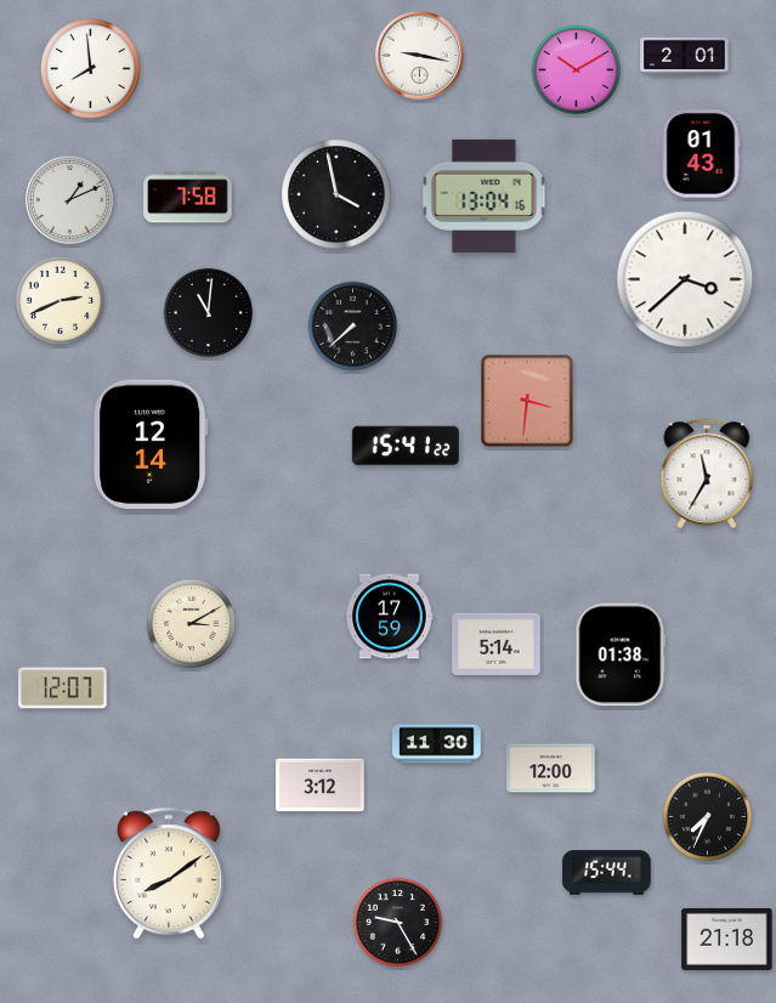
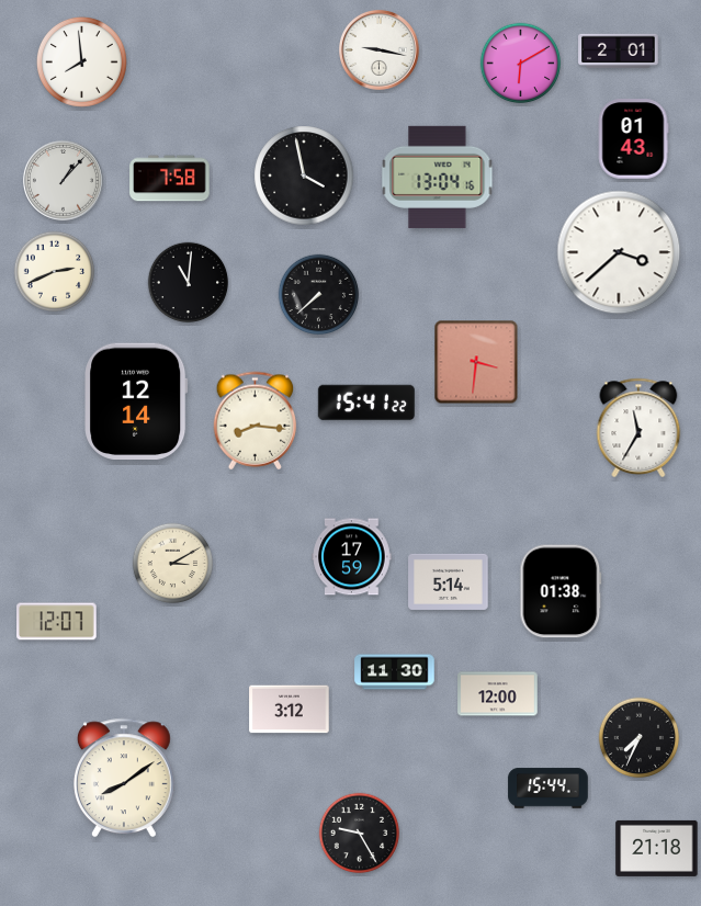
clock at (577, 70): 10:10 -> 6:10
clock at (70, 200): 1:11 -> 1:07
clock at (256, 421): none -> 8:16
clock at (169, 873) position: (169, 873) -> (124, 778)
